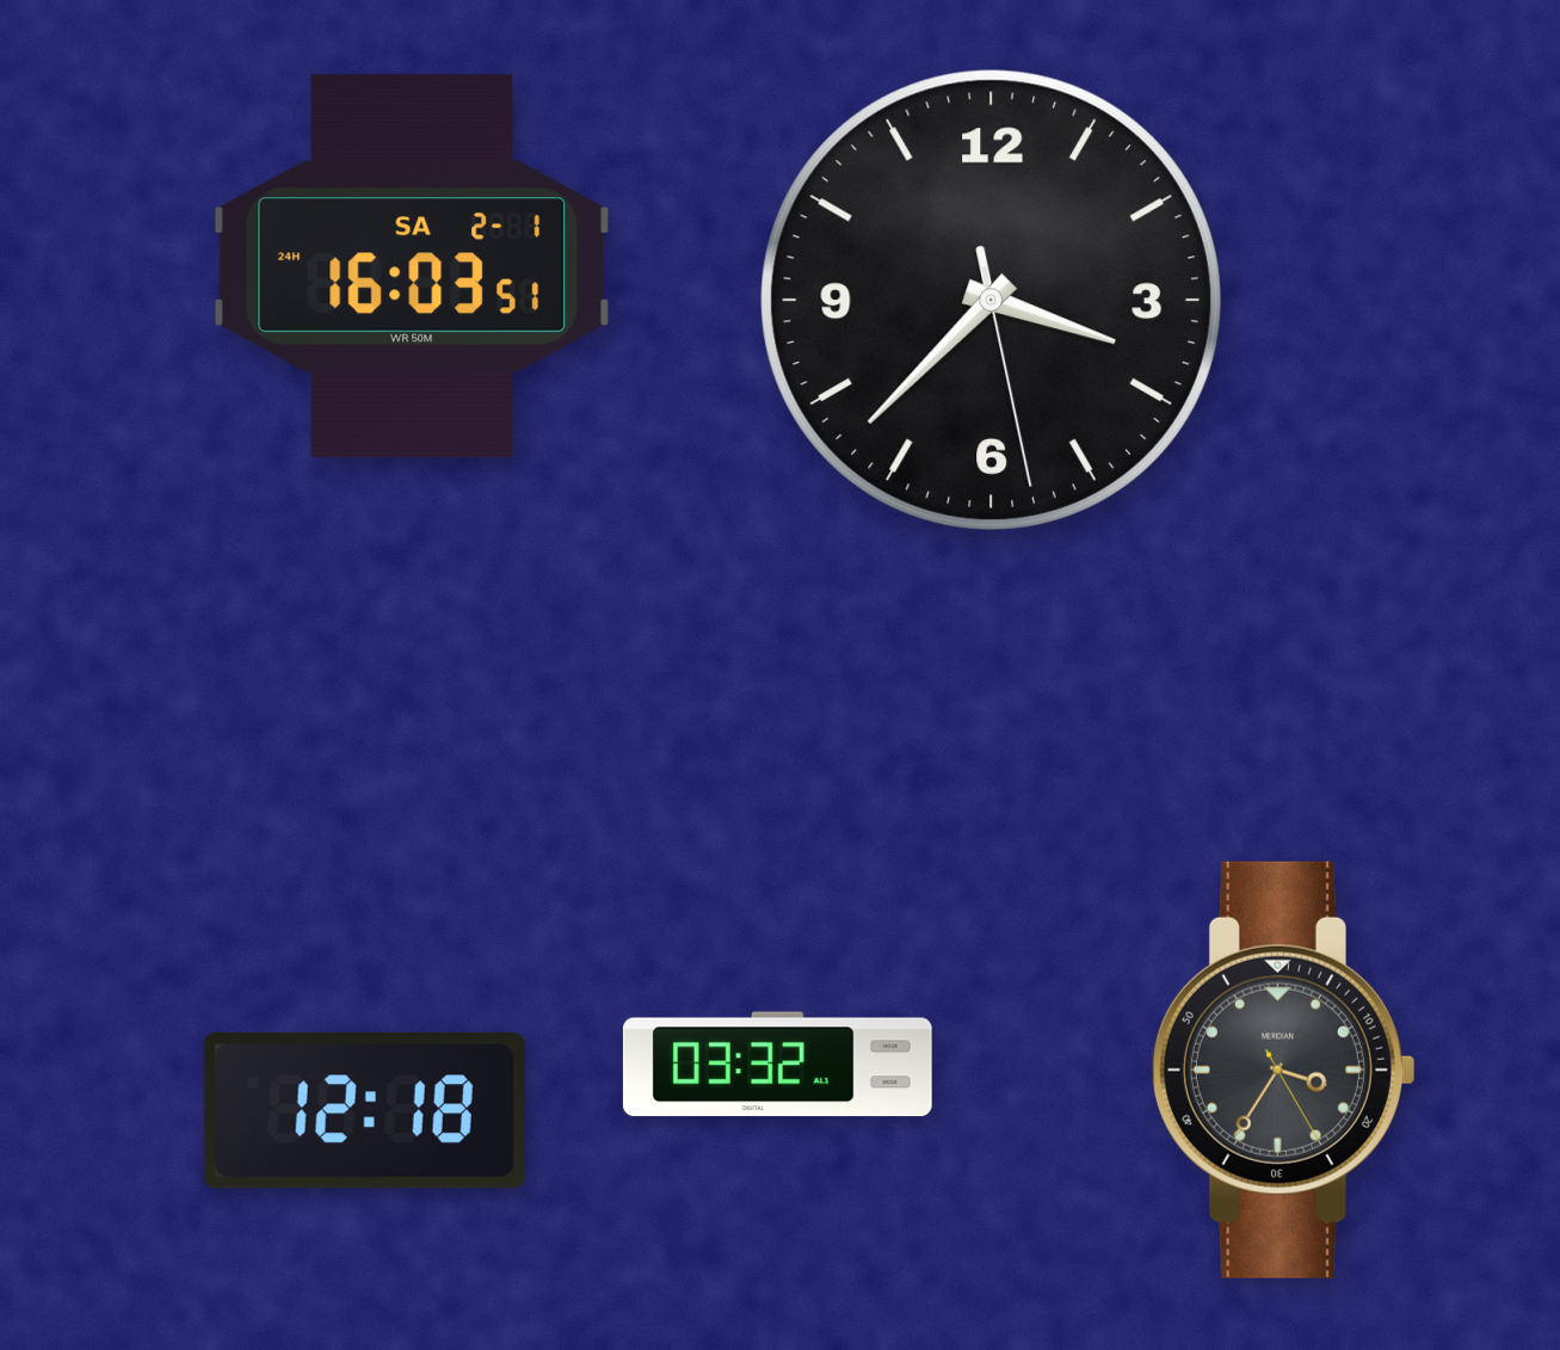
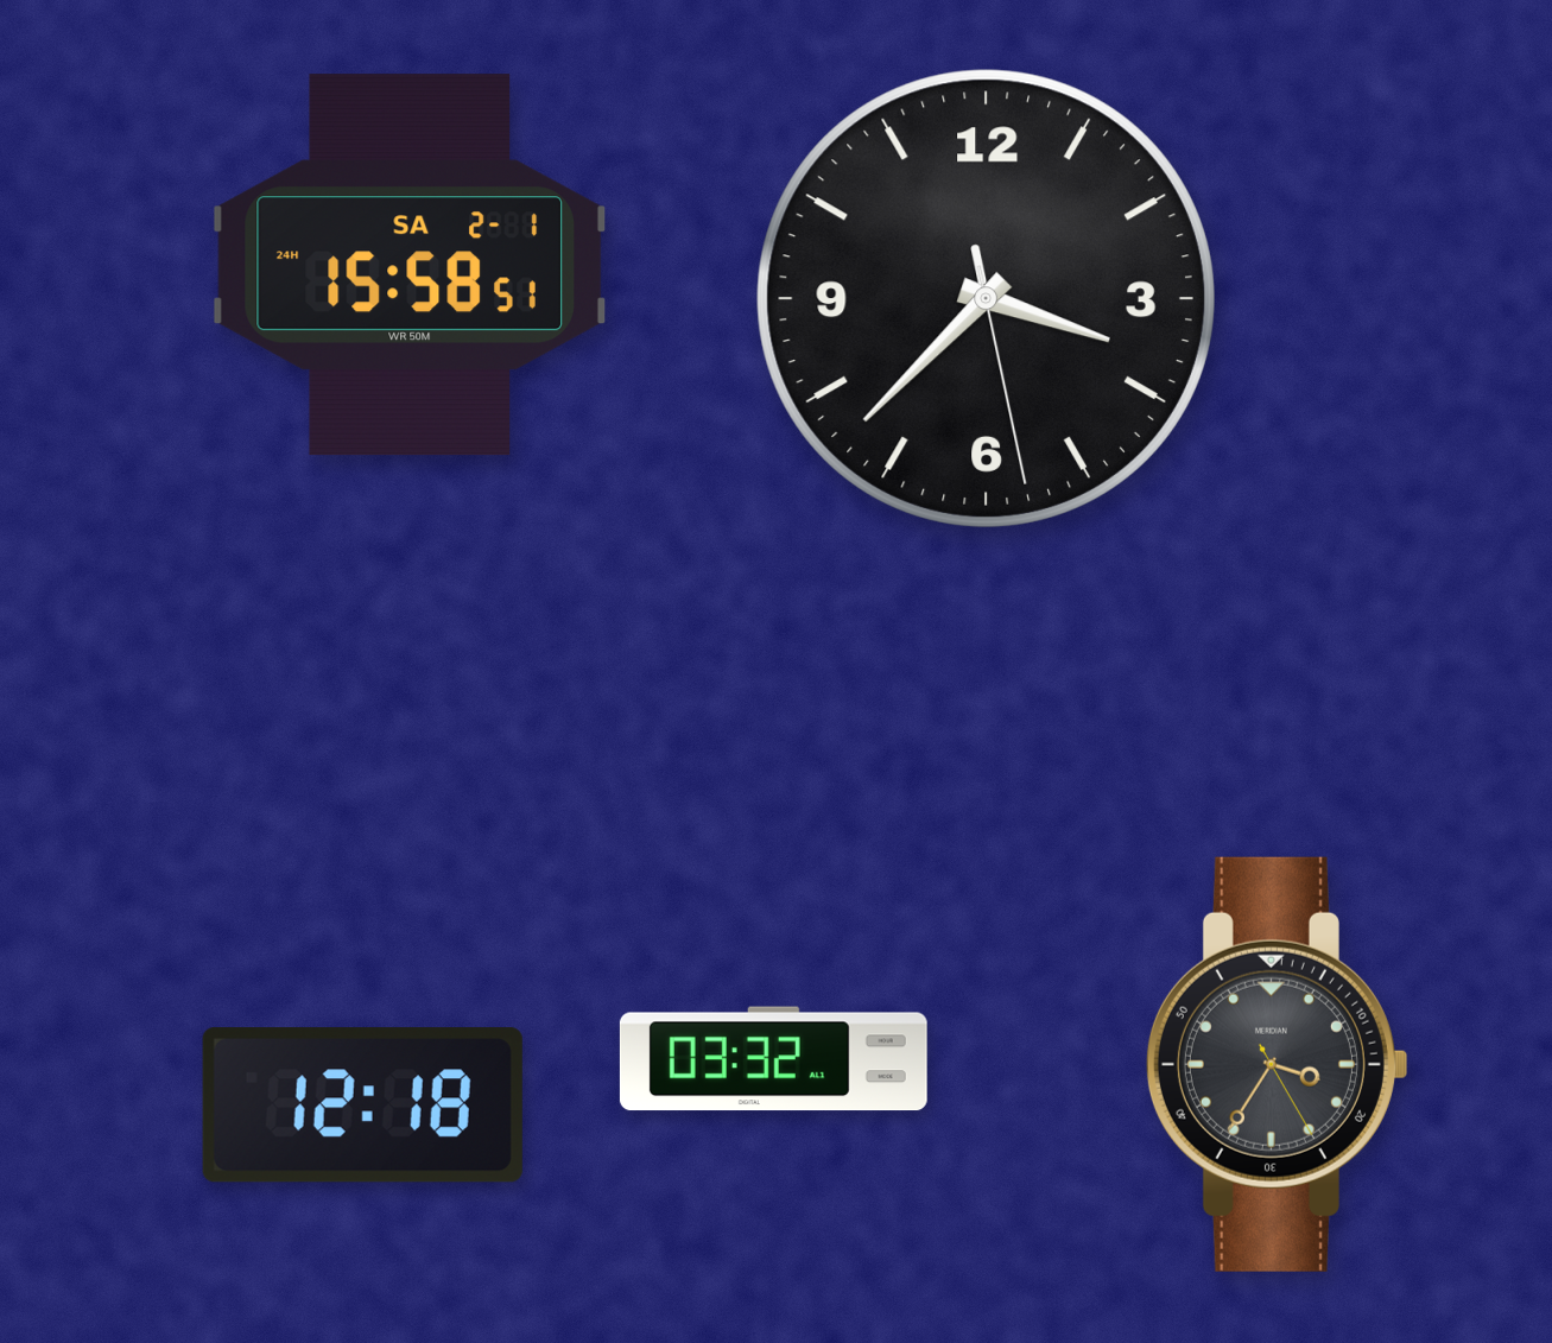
clock at (412, 266): 16:03 -> 15:58
